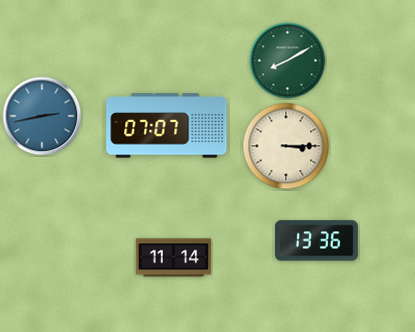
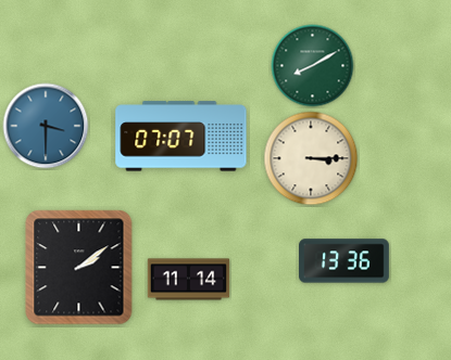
clock at (42, 116): 2:43 -> 3:30
clock at (79, 268): none -> 2:09
